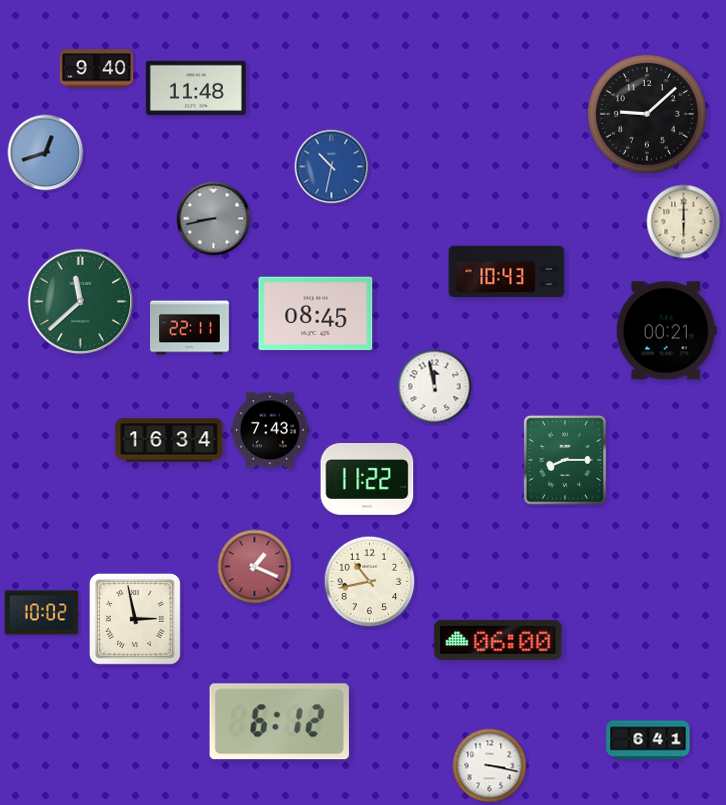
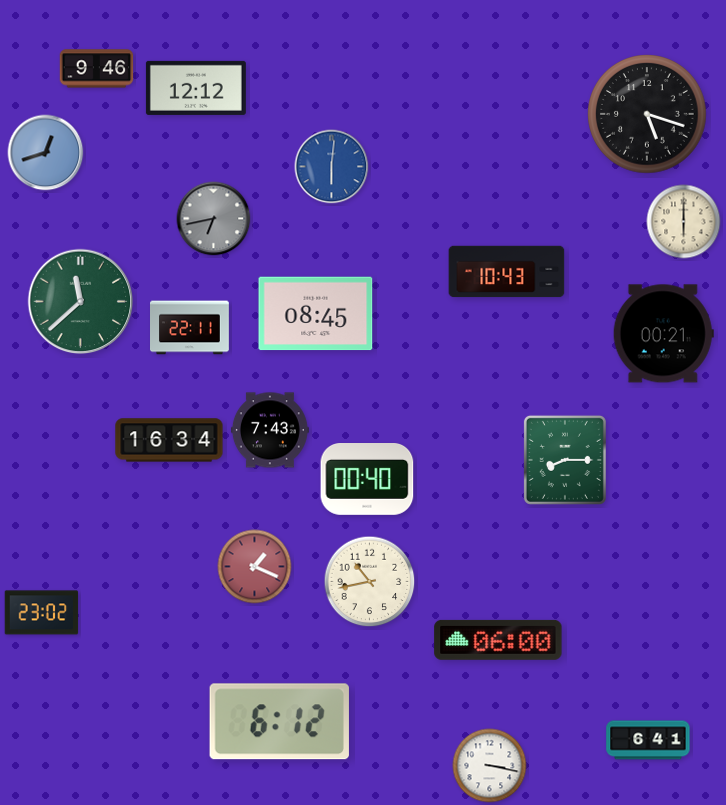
clock at (97, 69): 9:40 -> 9:46
clock at (196, 88): 11:48 -> 12:12
clock at (647, 114): 9:08 -> 5:18
clock at (332, 167): 10:32 -> 6:01
clock at (214, 219): 8:43 -> 6:43
clock at (666, 331) position: (666, 331) -> (663, 334)
clock at (435, 387): 11:58 -> none
clock at (367, 480): 11:22 -> 00:40
clock at (42, 613): 10:02 -> 23:02
clock at (135, 619): 2:58 -> none
